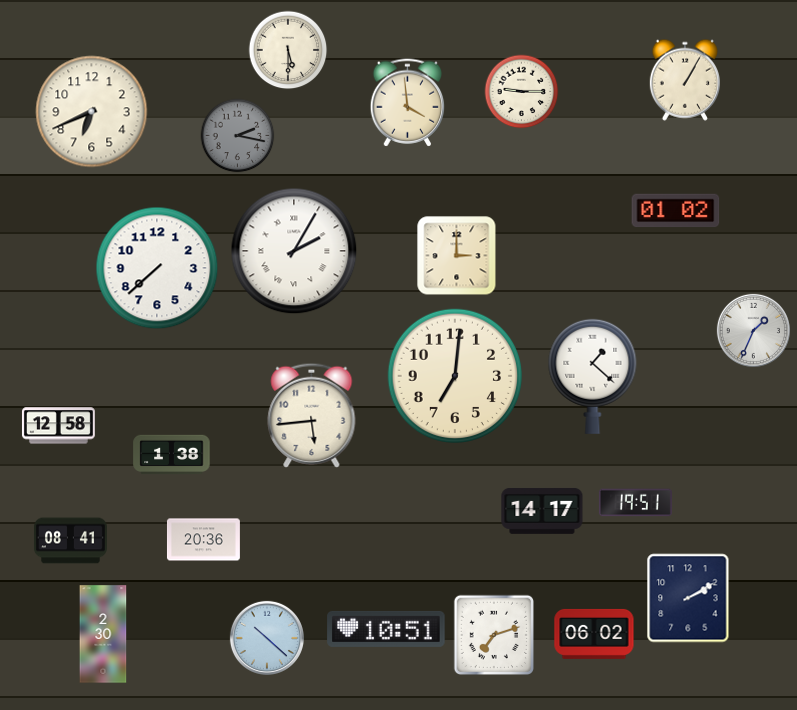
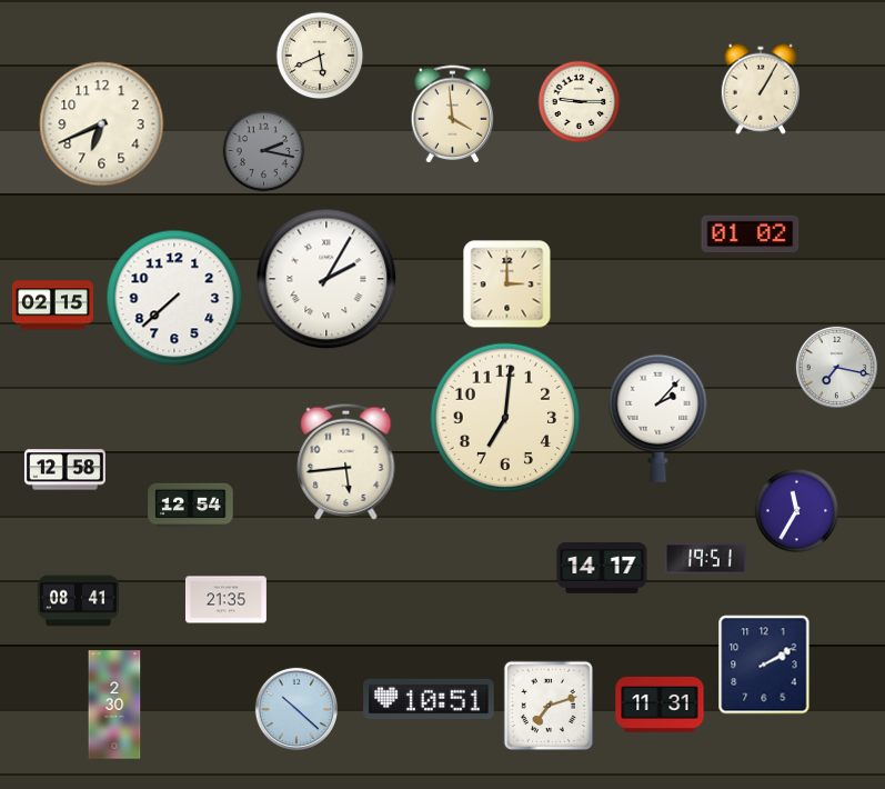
clock at (288, 50): 5:30 -> 5:41
clock at (52, 306): none -> 02:15
clock at (753, 330): 1:34 -> 7:17
clock at (593, 376): 1:22 -> 2:07
clock at (58, 426) position: (58, 426) -> (64, 470)
clock at (172, 455): 1:38 -> 12:54
clock at (797, 511): none -> 11:35
clock at (203, 540): 20:36 -> 21:35
clock at (594, 634): 06:02 -> 11:31
